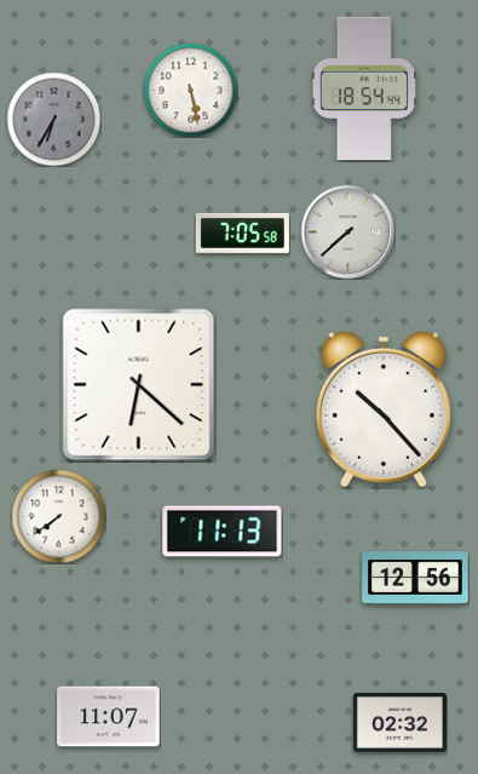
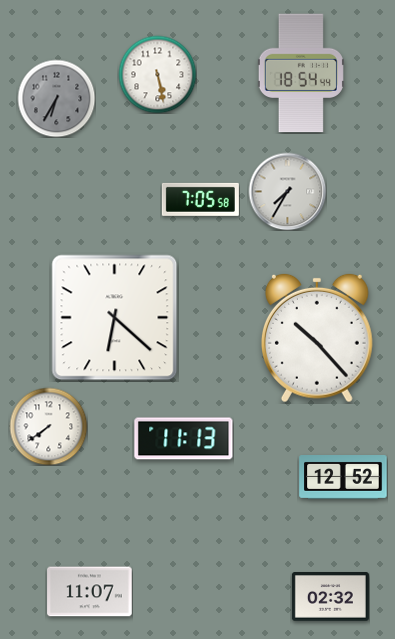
clock at (53, 119) position: (53, 119) -> (56, 98)
clock at (347, 231): 7:38 -> 7:35
clock at (242, 233) position: (242, 233) -> (200, 199)
clock at (415, 579): 12:56 -> 12:52
